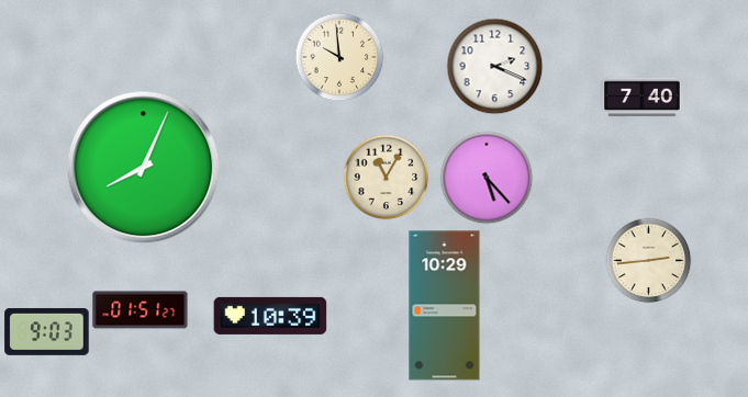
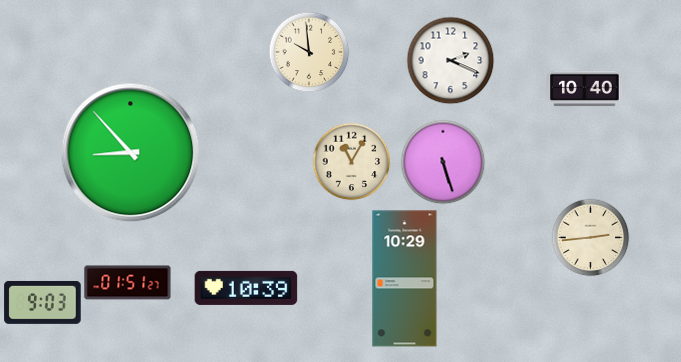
clock at (643, 98): 7:40 -> 10:40
clock at (144, 168): 8:04 -> 8:53
clock at (487, 178): 5:23 -> 5:27
